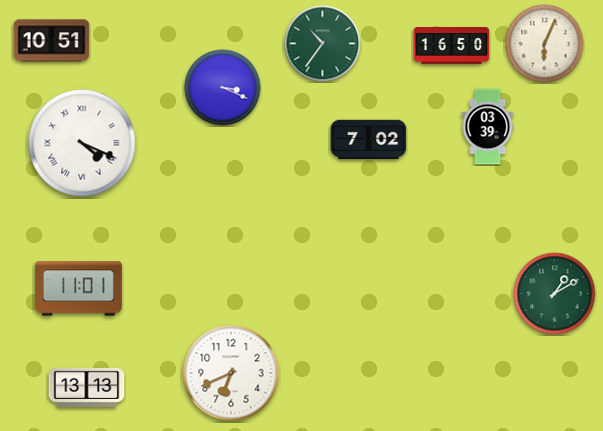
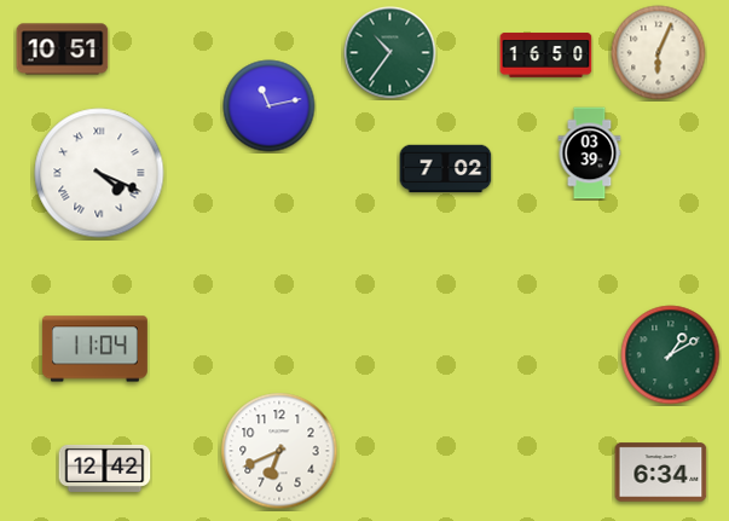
clock at (223, 88): 3:19 -> 11:13
clock at (78, 289): 11:01 -> 11:04
clock at (87, 387): 13:13 -> 12:42
clock at (661, 473): none -> 6:34
